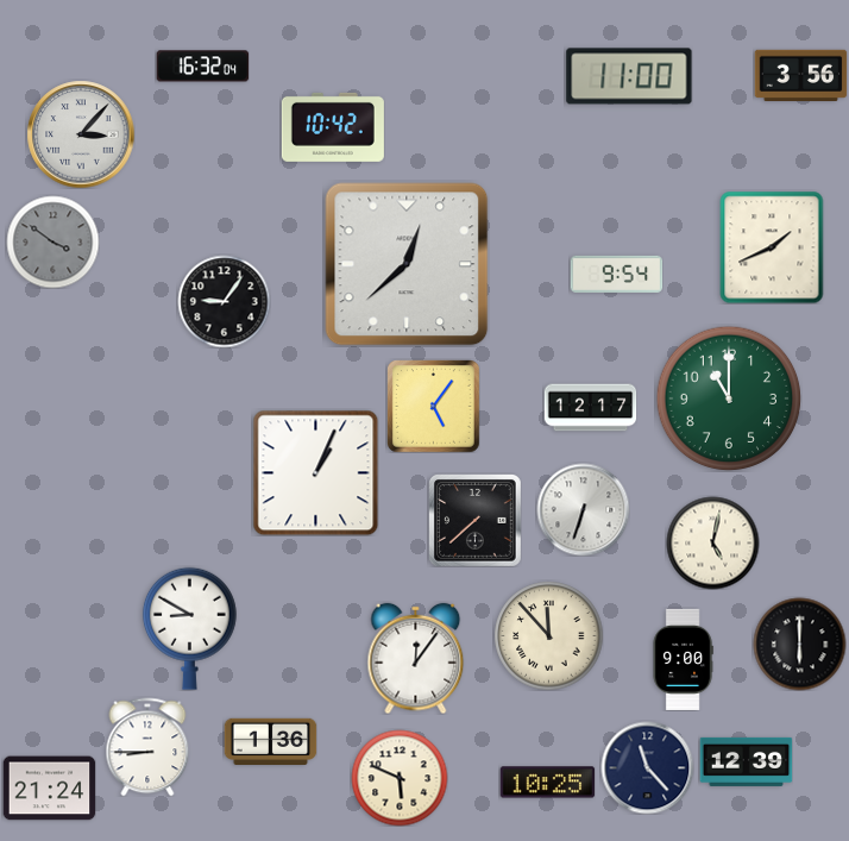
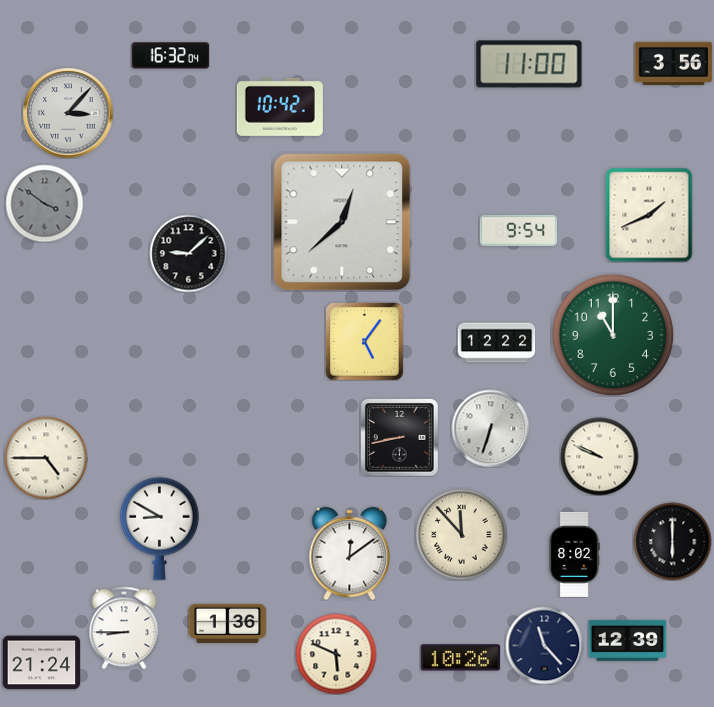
clock at (772, 247) position: (772, 247) -> (649, 215)
clock at (224, 301): 9:06 -> 9:08
clock at (590, 408): 12:17 -> 12:22
clock at (315, 472): 1:04 -> none
clock at (476, 521): 7:38 -> 8:43
clock at (712, 542): 5:02 -> 9:49
clock at (46, 458): none -> 4:45
clock at (416, 658): 12:06 -> 12:09
clock at (683, 659): 9:00 -> 8:02
clock at (547, 783): 10:25 -> 10:26
